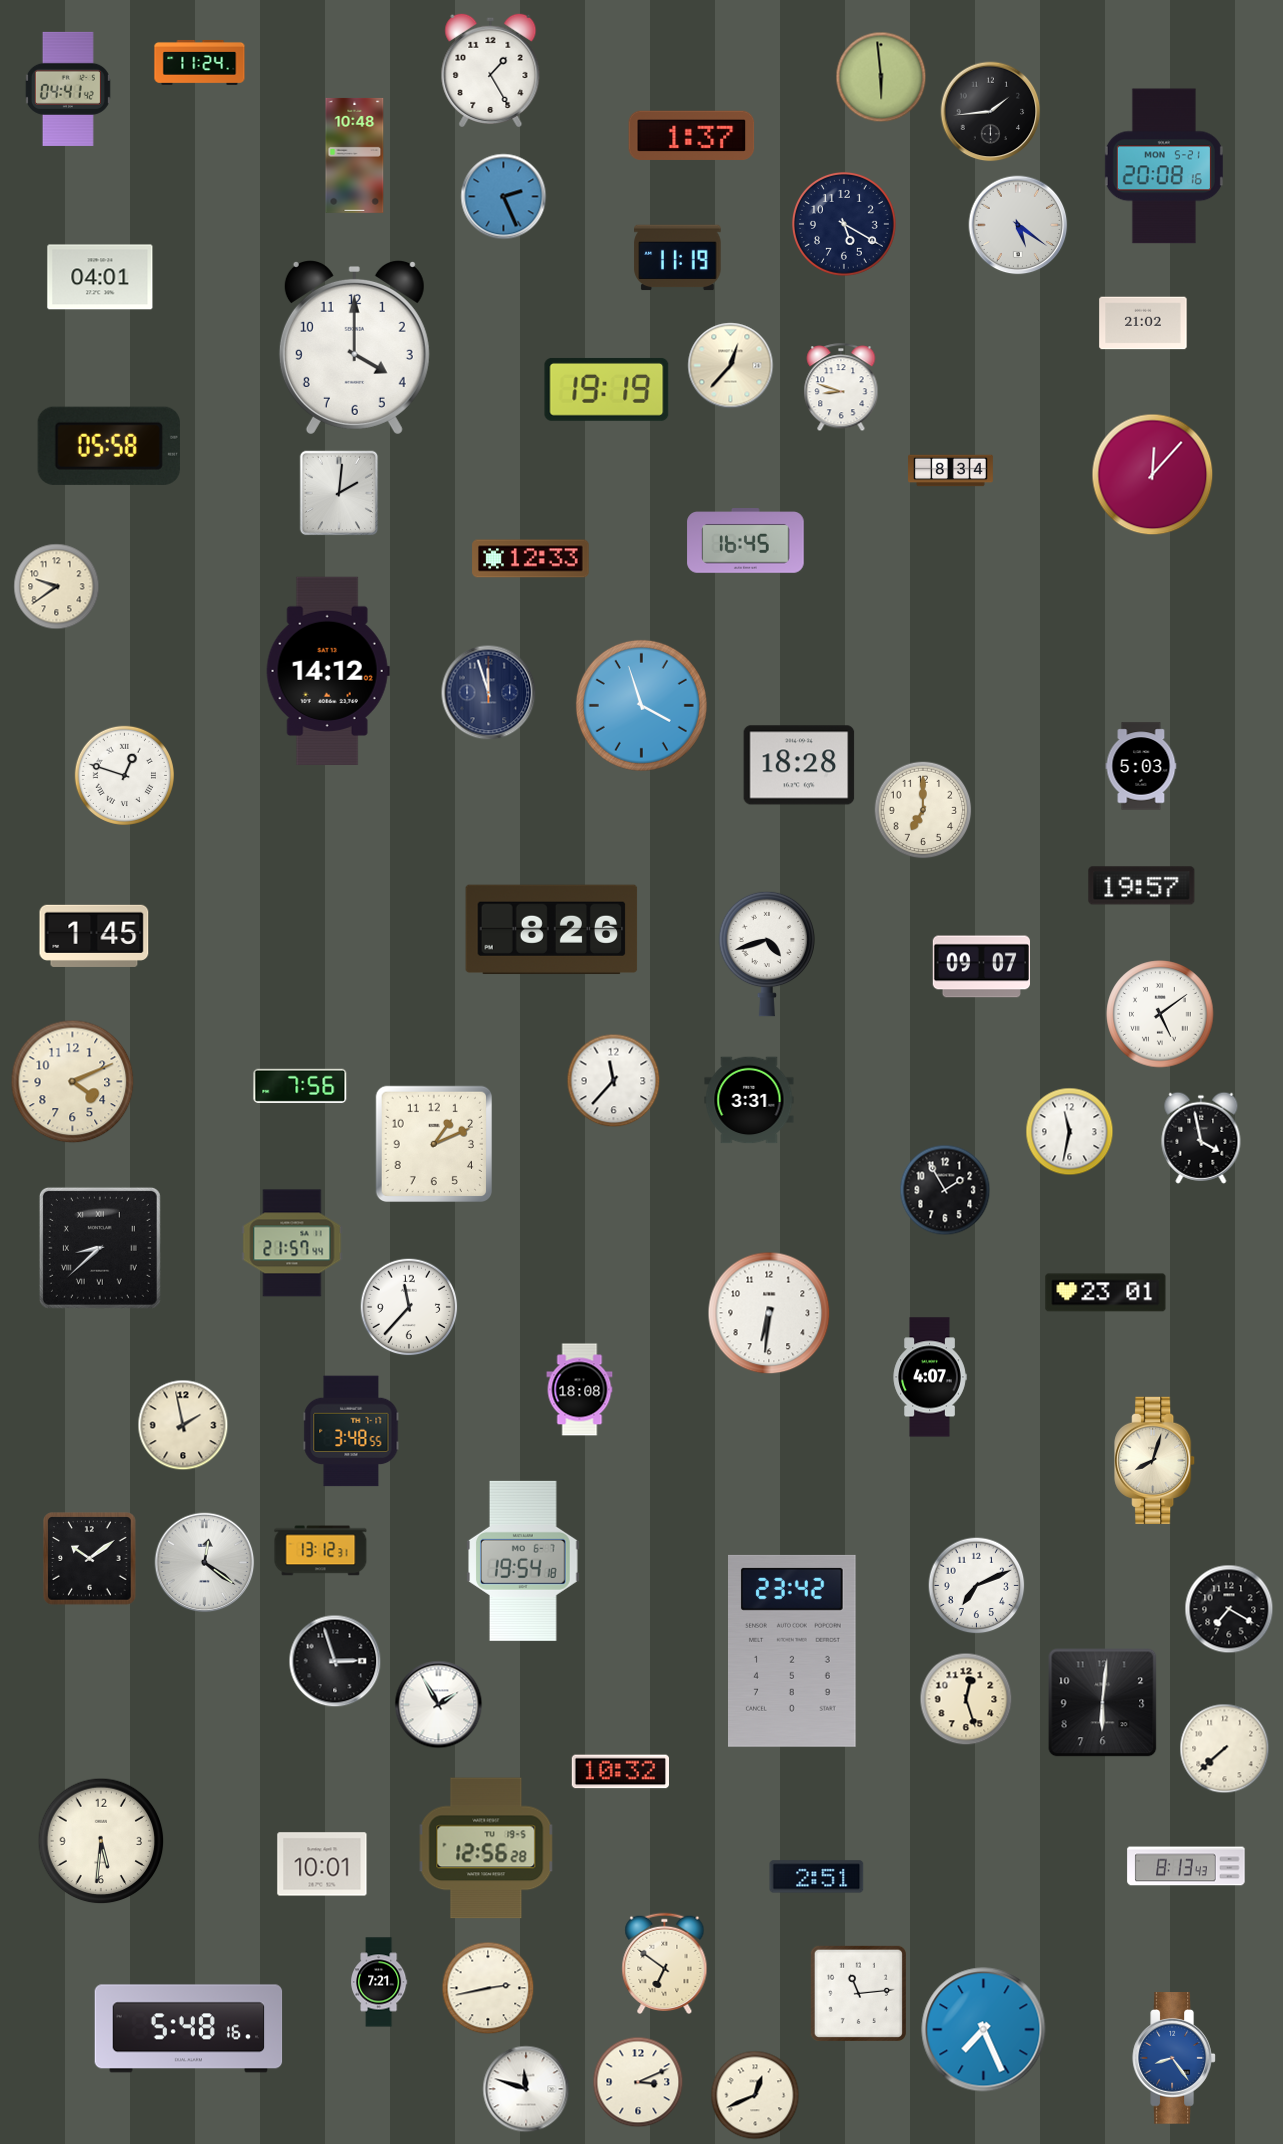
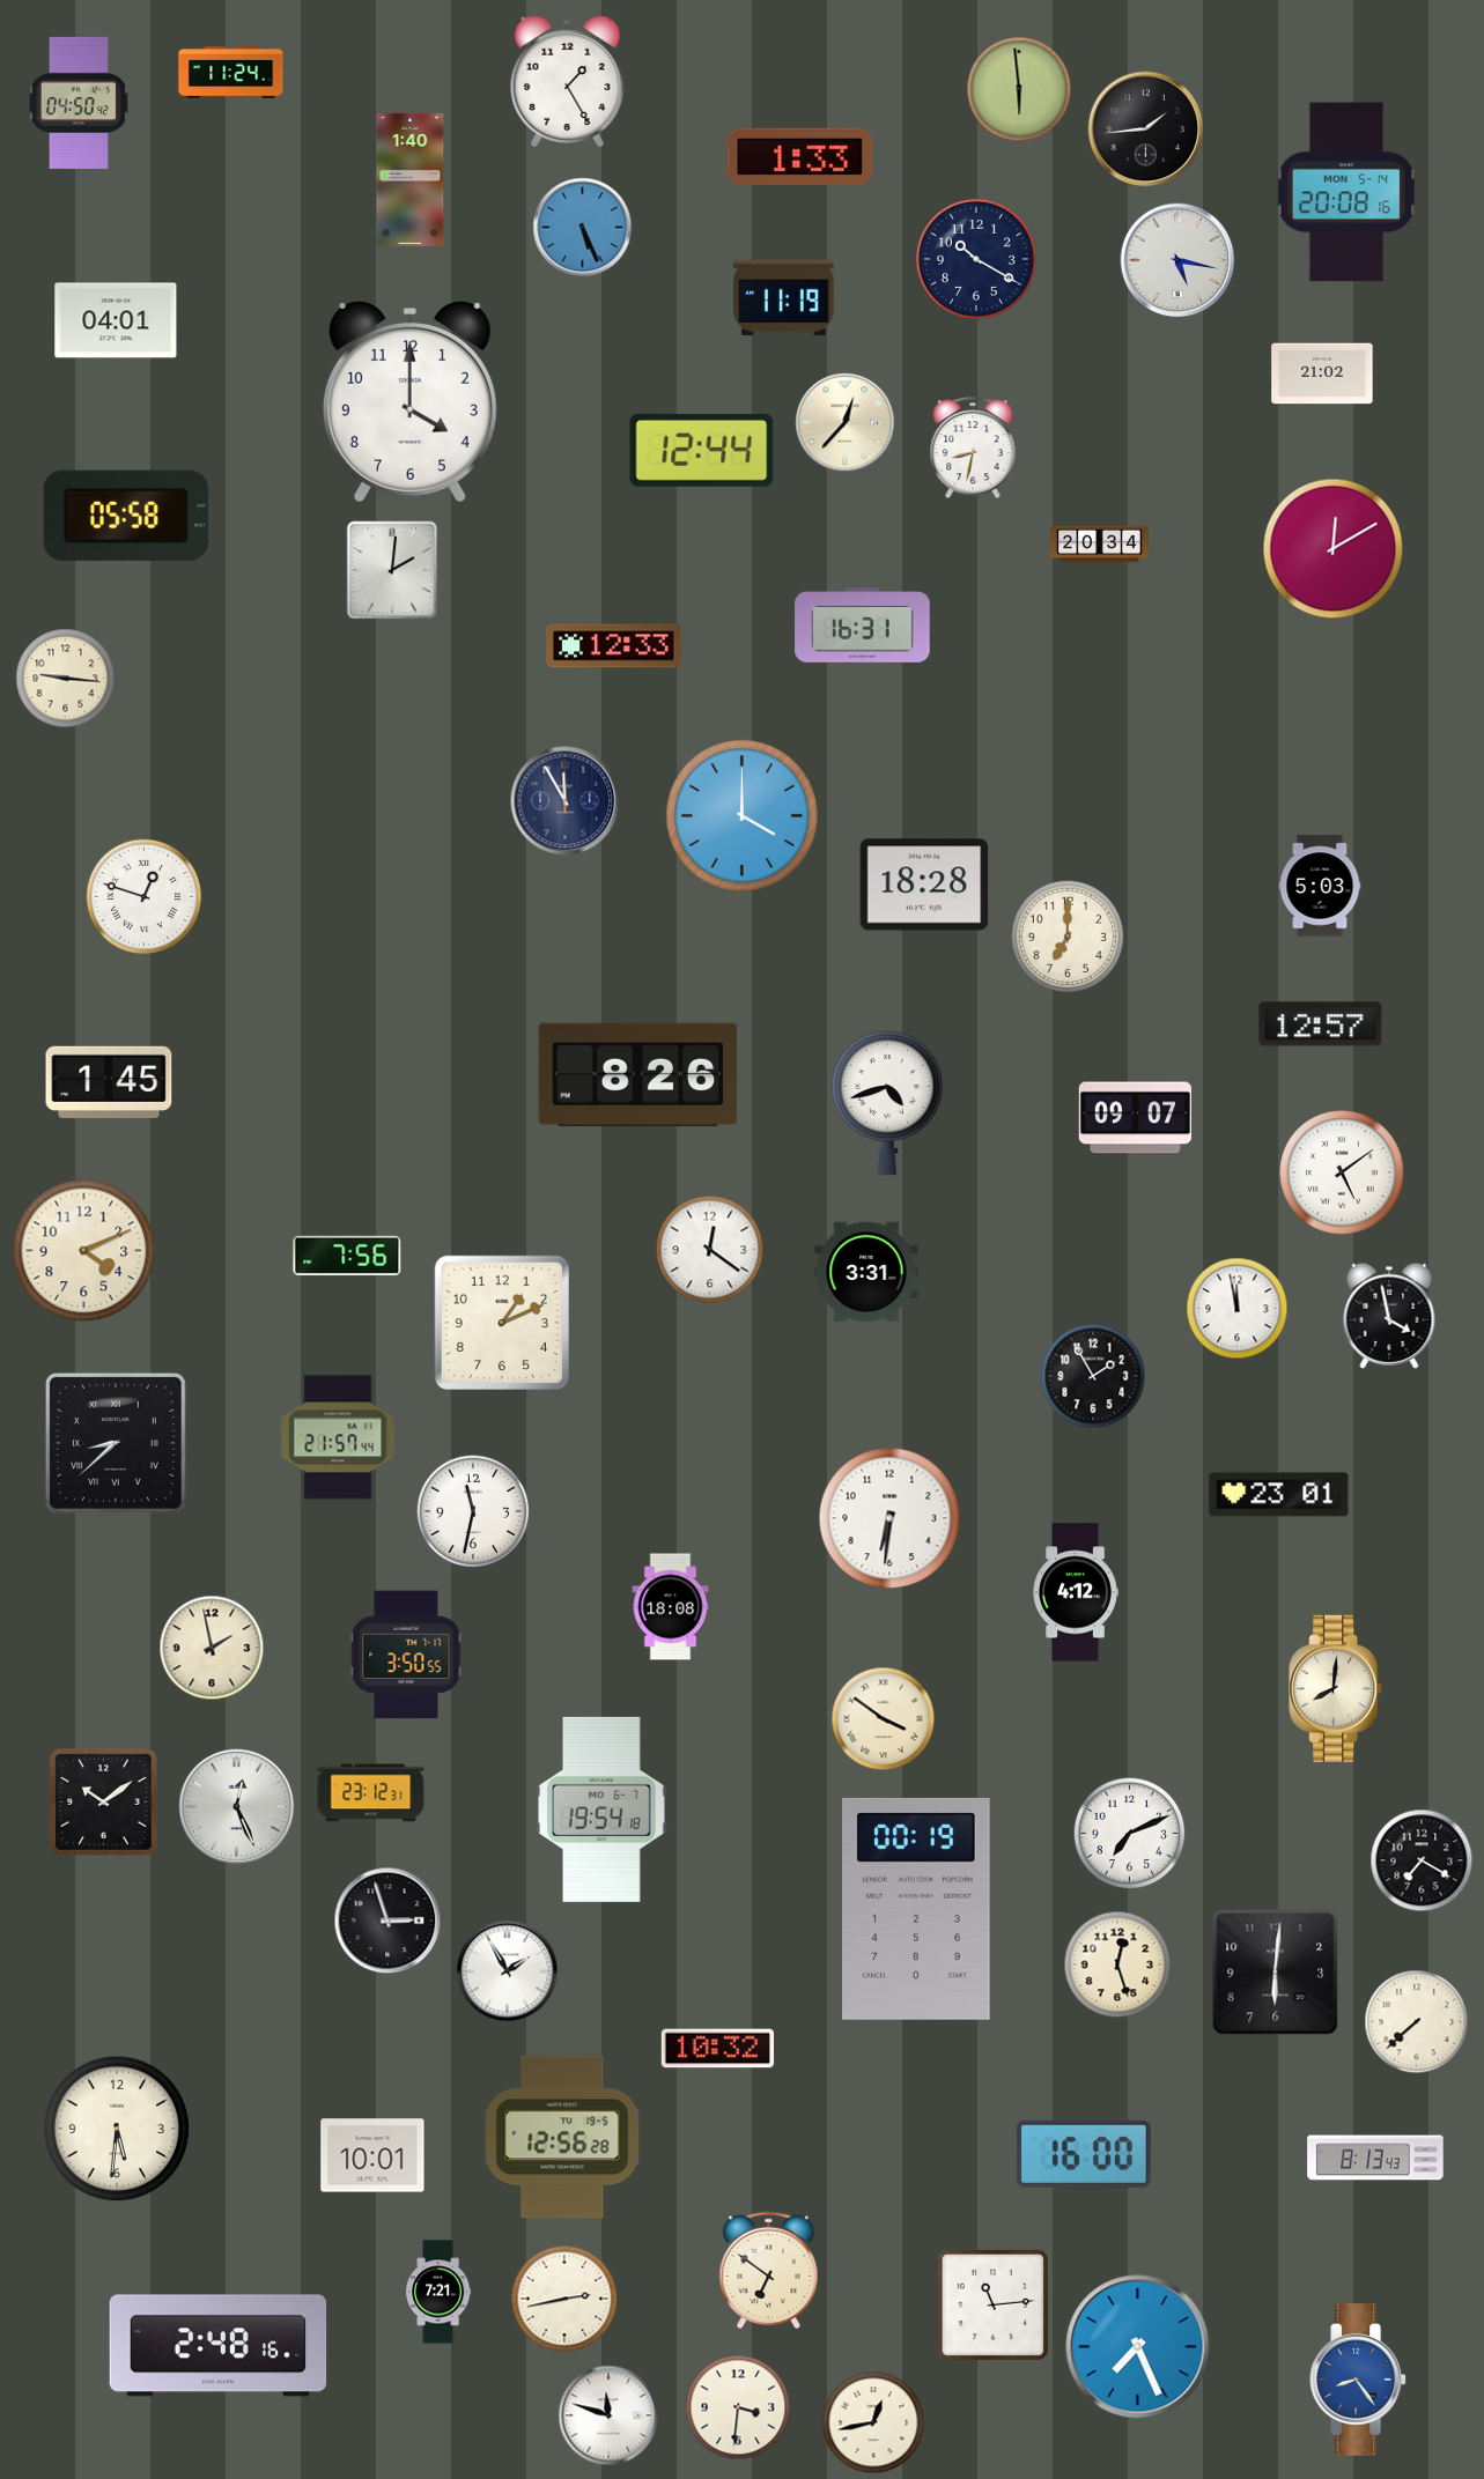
clock at (68, 89): 04:41 -> 04:50
clock at (692, 135): 1:37 -> 1:33
clock at (355, 155): 10:48 -> 1:40
clock at (1164, 166) date: MON 5-21 -> MON 5-14
clock at (504, 197): 2:26 -> 5:26
clock at (844, 224): 5:20 -> 10:20
clock at (1018, 225): 5:21 -> 5:17
clock at (841, 388): 8:48 -> 8:32
clock at (607, 389): 19:19 -> 12:44
clock at (951, 471): 8:34 -> 20:34
clock at (1153, 475): 12:07 -> 12:10
clock at (746, 541): 16:45 -> 16:31
clock at (57, 587): 9:39 -> 9:16
clock at (328, 670): 14:12 -> none
clock at (489, 693): 11:57 -> 11:55
clock at (641, 705): 3:57 -> 4:00
clock at (1142, 886): 19:57 -> 12:57
clock at (614, 1081): 11:37 -> 12:21
clock at (1070, 1132): 11:32 -> 11:58
clock at (409, 1307): 11:37 -> 11:32
clock at (930, 1377): 4:07 -> 4:12
clock at (351, 1431): 3:48 -> 3:50
clock at (1155, 1461): 8:03 -> 8:01
clock at (884, 1719): none -> 3:51
clock at (321, 1551): 13:12 -> 23:12
clock at (524, 1561) position: (524, 1561) -> (603, 1810)
clock at (205, 1563): 12:21 -> 12:26
clock at (793, 1651): 23:42 -> 00:19
clock at (1103, 1703) position: (1103, 1703) -> (1276, 1973)
clock at (1084, 2154): none -> 16:00
clock at (1186, 1866) position: (1186, 1866) -> (1375, 2158)
clock at (817, 1877): 2:51 -> none
clock at (189, 2029): 5:48 -> 2:48
clock at (638, 2082): 3:11 -> 3:31
clock at (755, 2095): 12:41 -> 12:43
